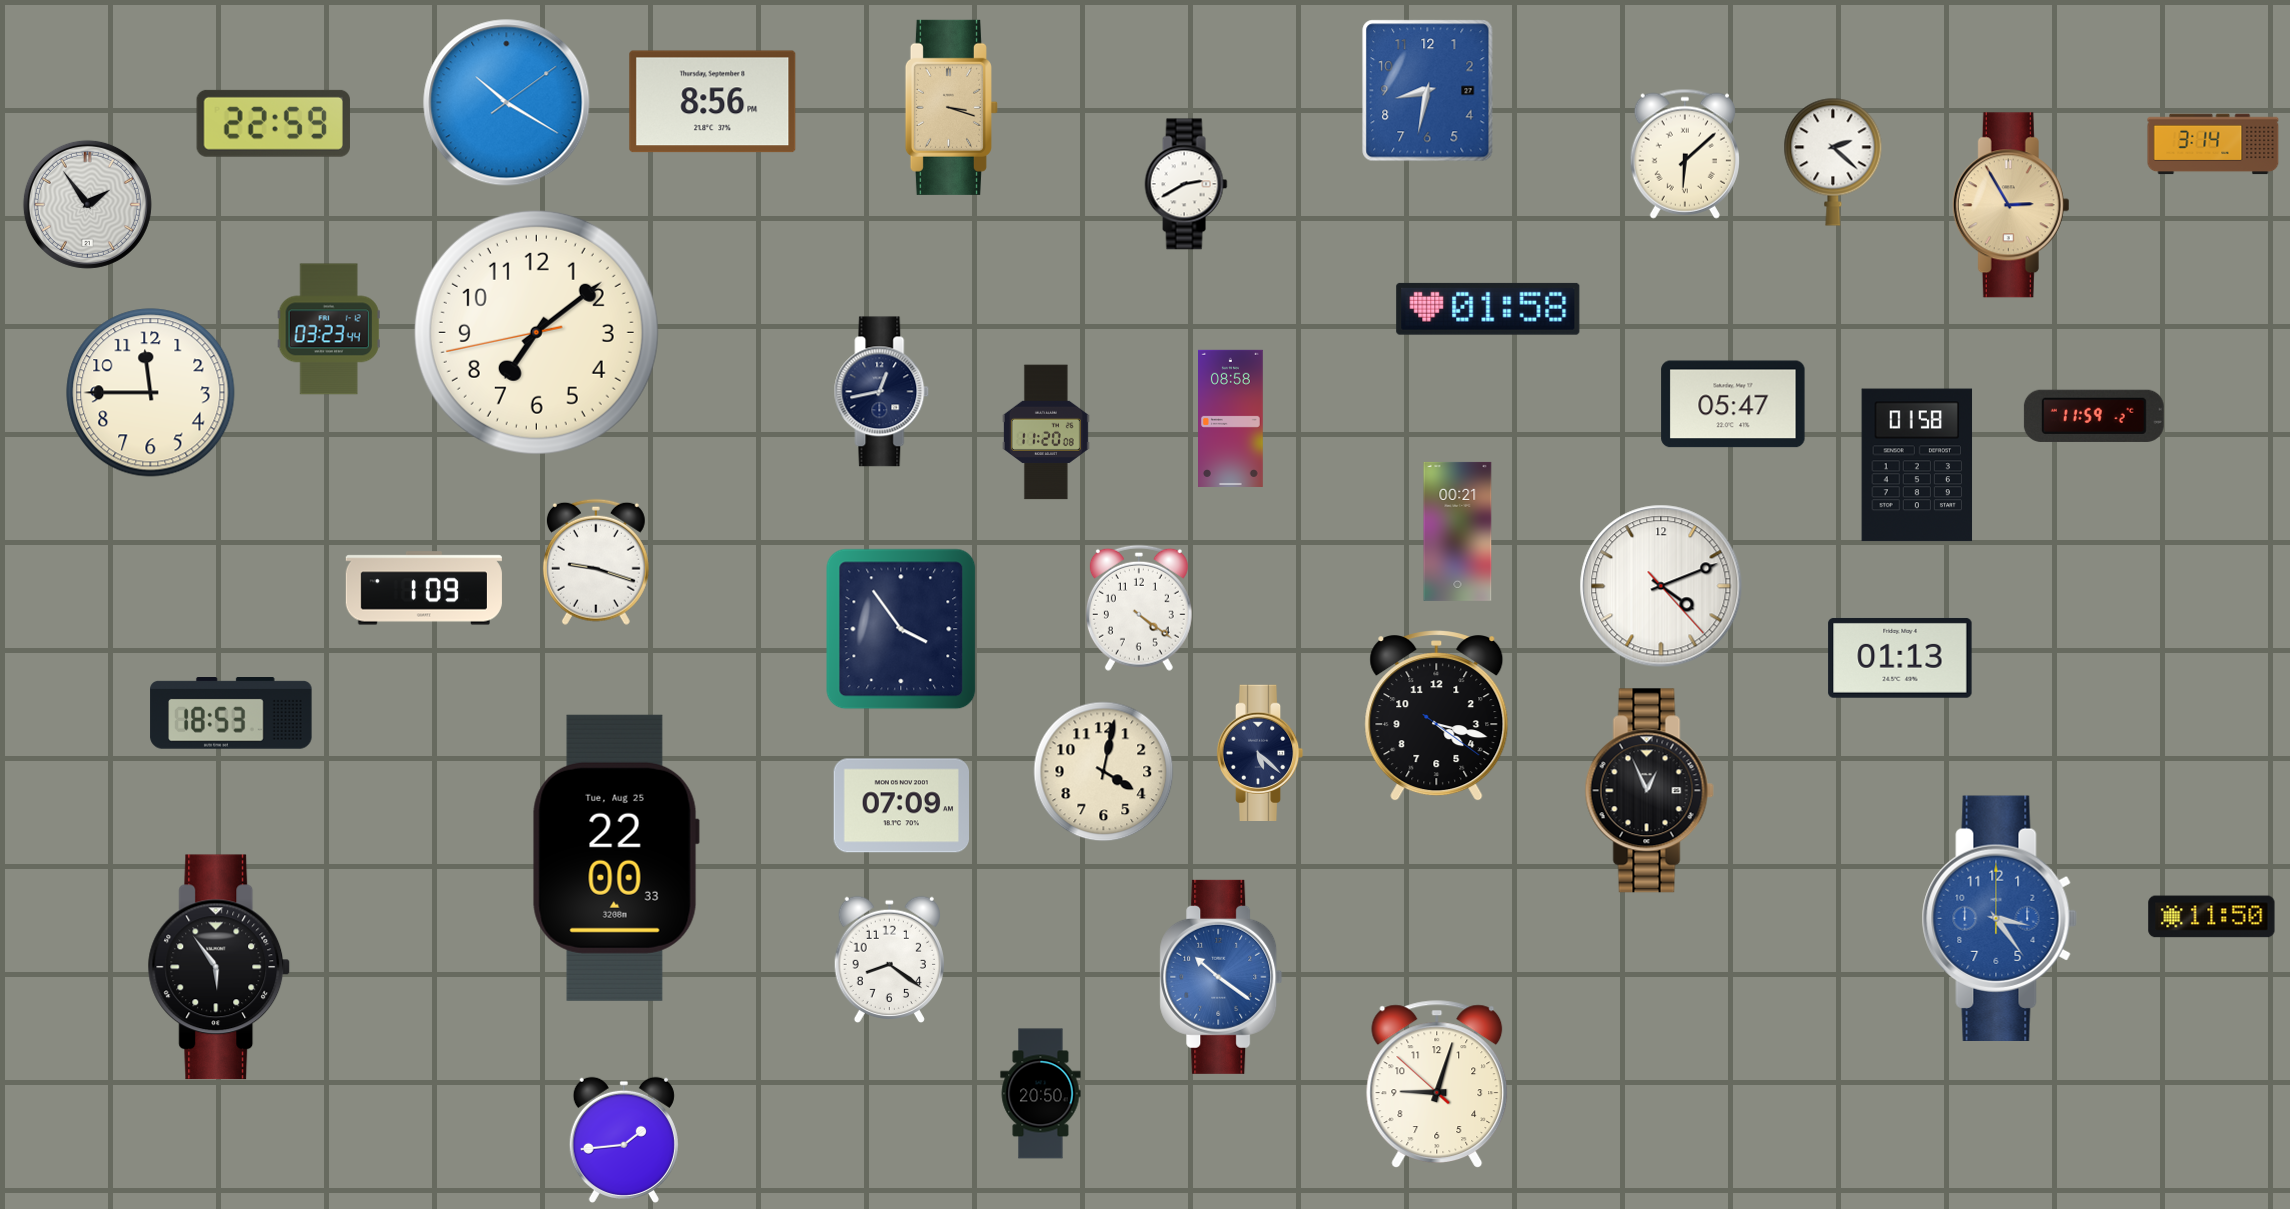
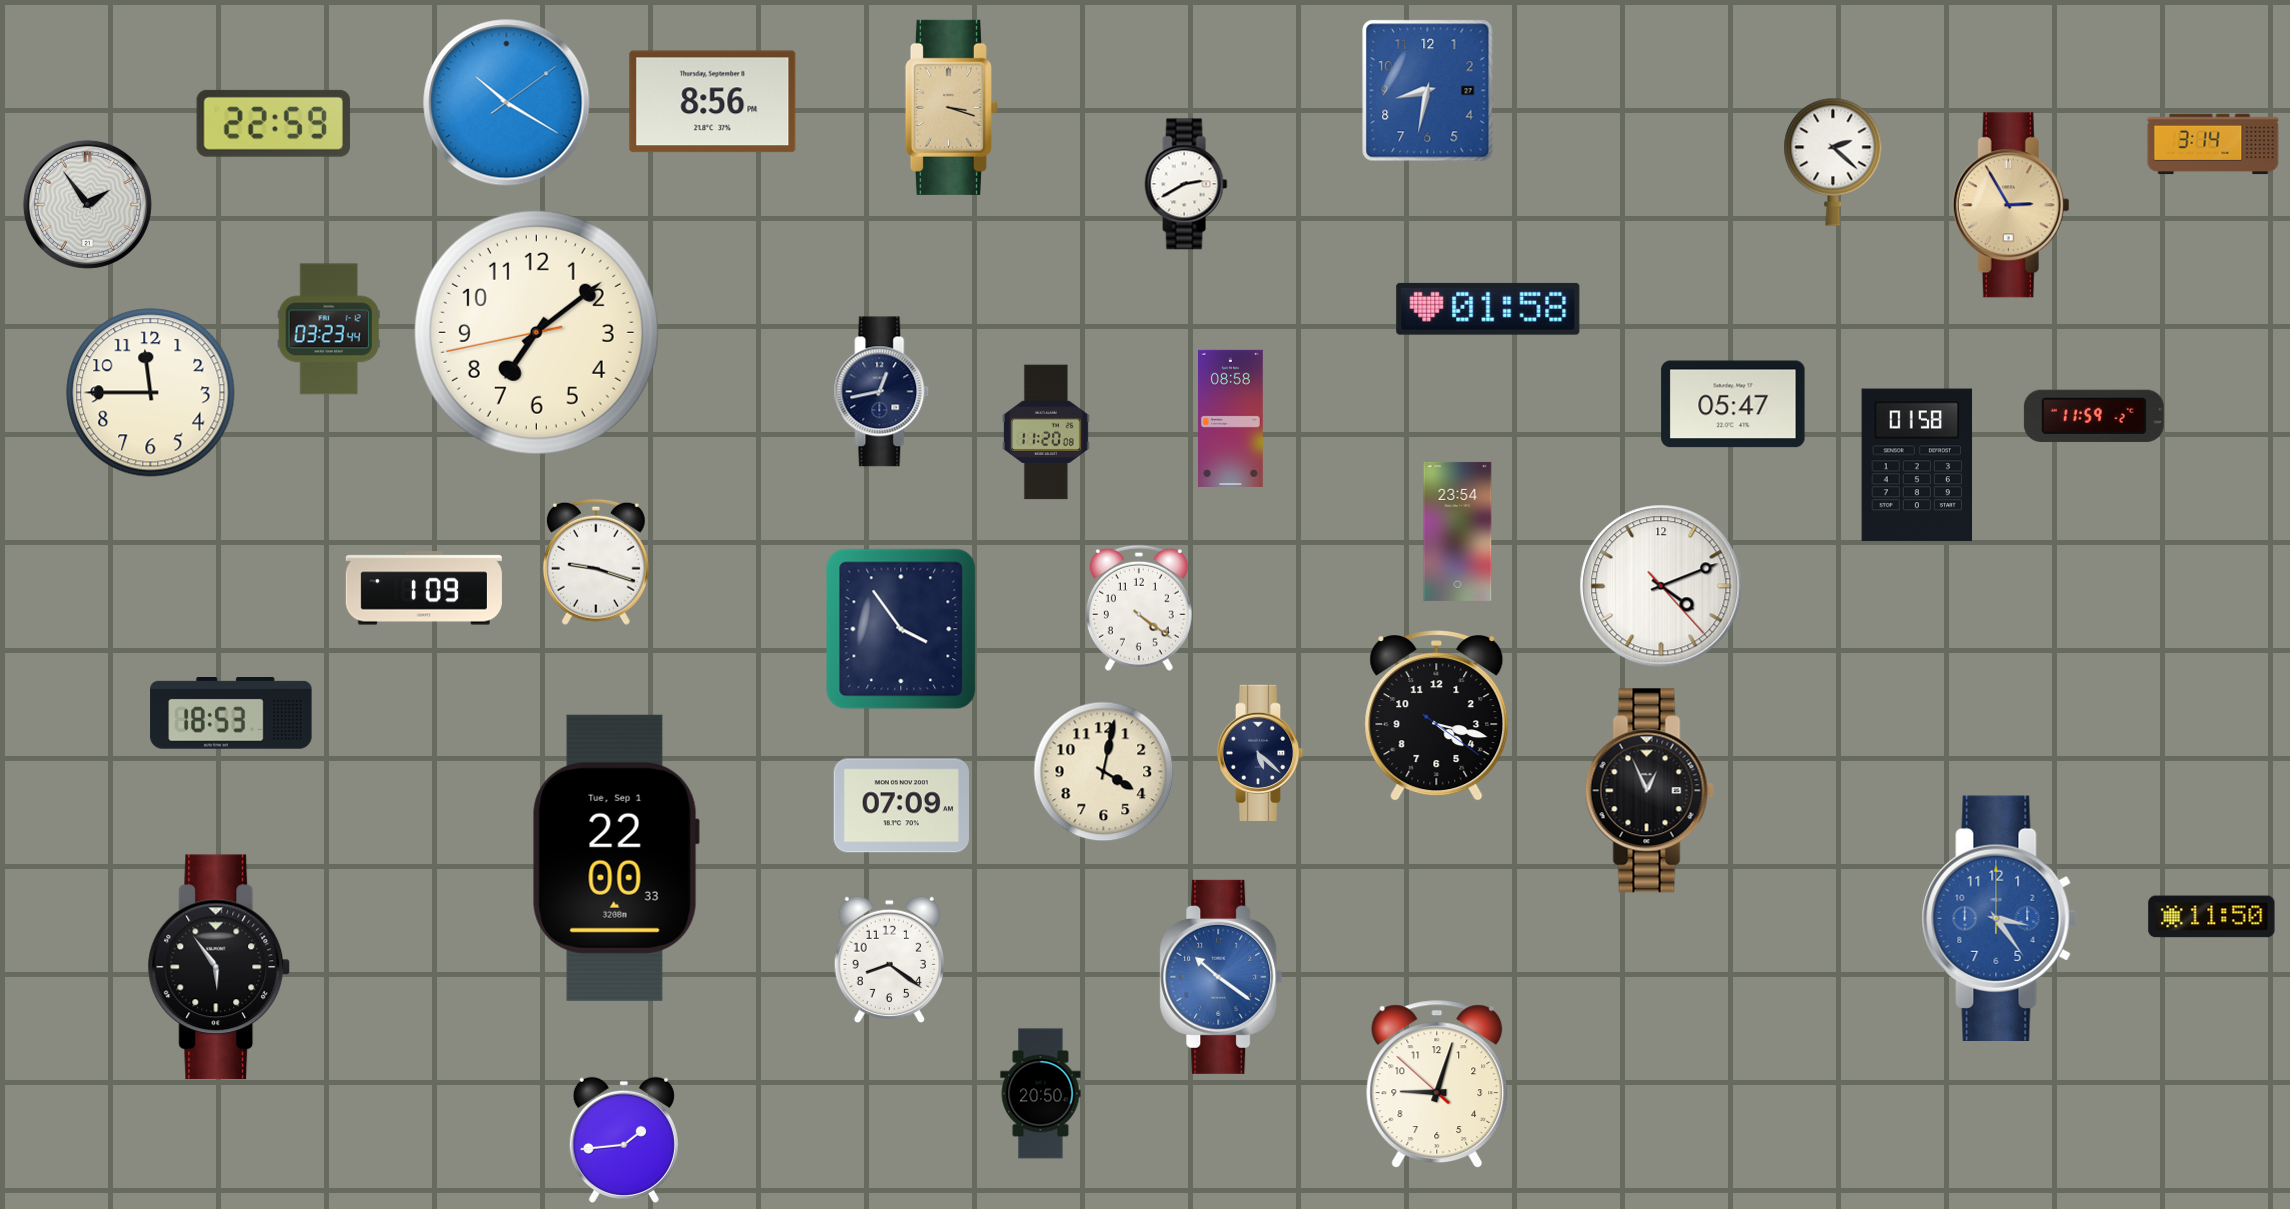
clock at (1685, 154): 6:08 -> none
clock at (1458, 531): 00:21 -> 23:54
clock at (1900, 658): 01:13 -> none
clock at (616, 858) date: Tue, Aug 25 -> Tue, Sep 1
